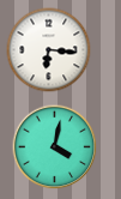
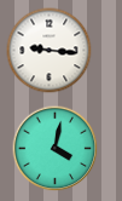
clock at (49, 50): 6:16 -> 9:16
